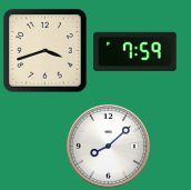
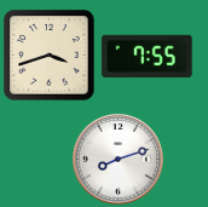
clock at (135, 51): 7:59 -> 7:55
clock at (108, 146): 8:08 -> 8:12
